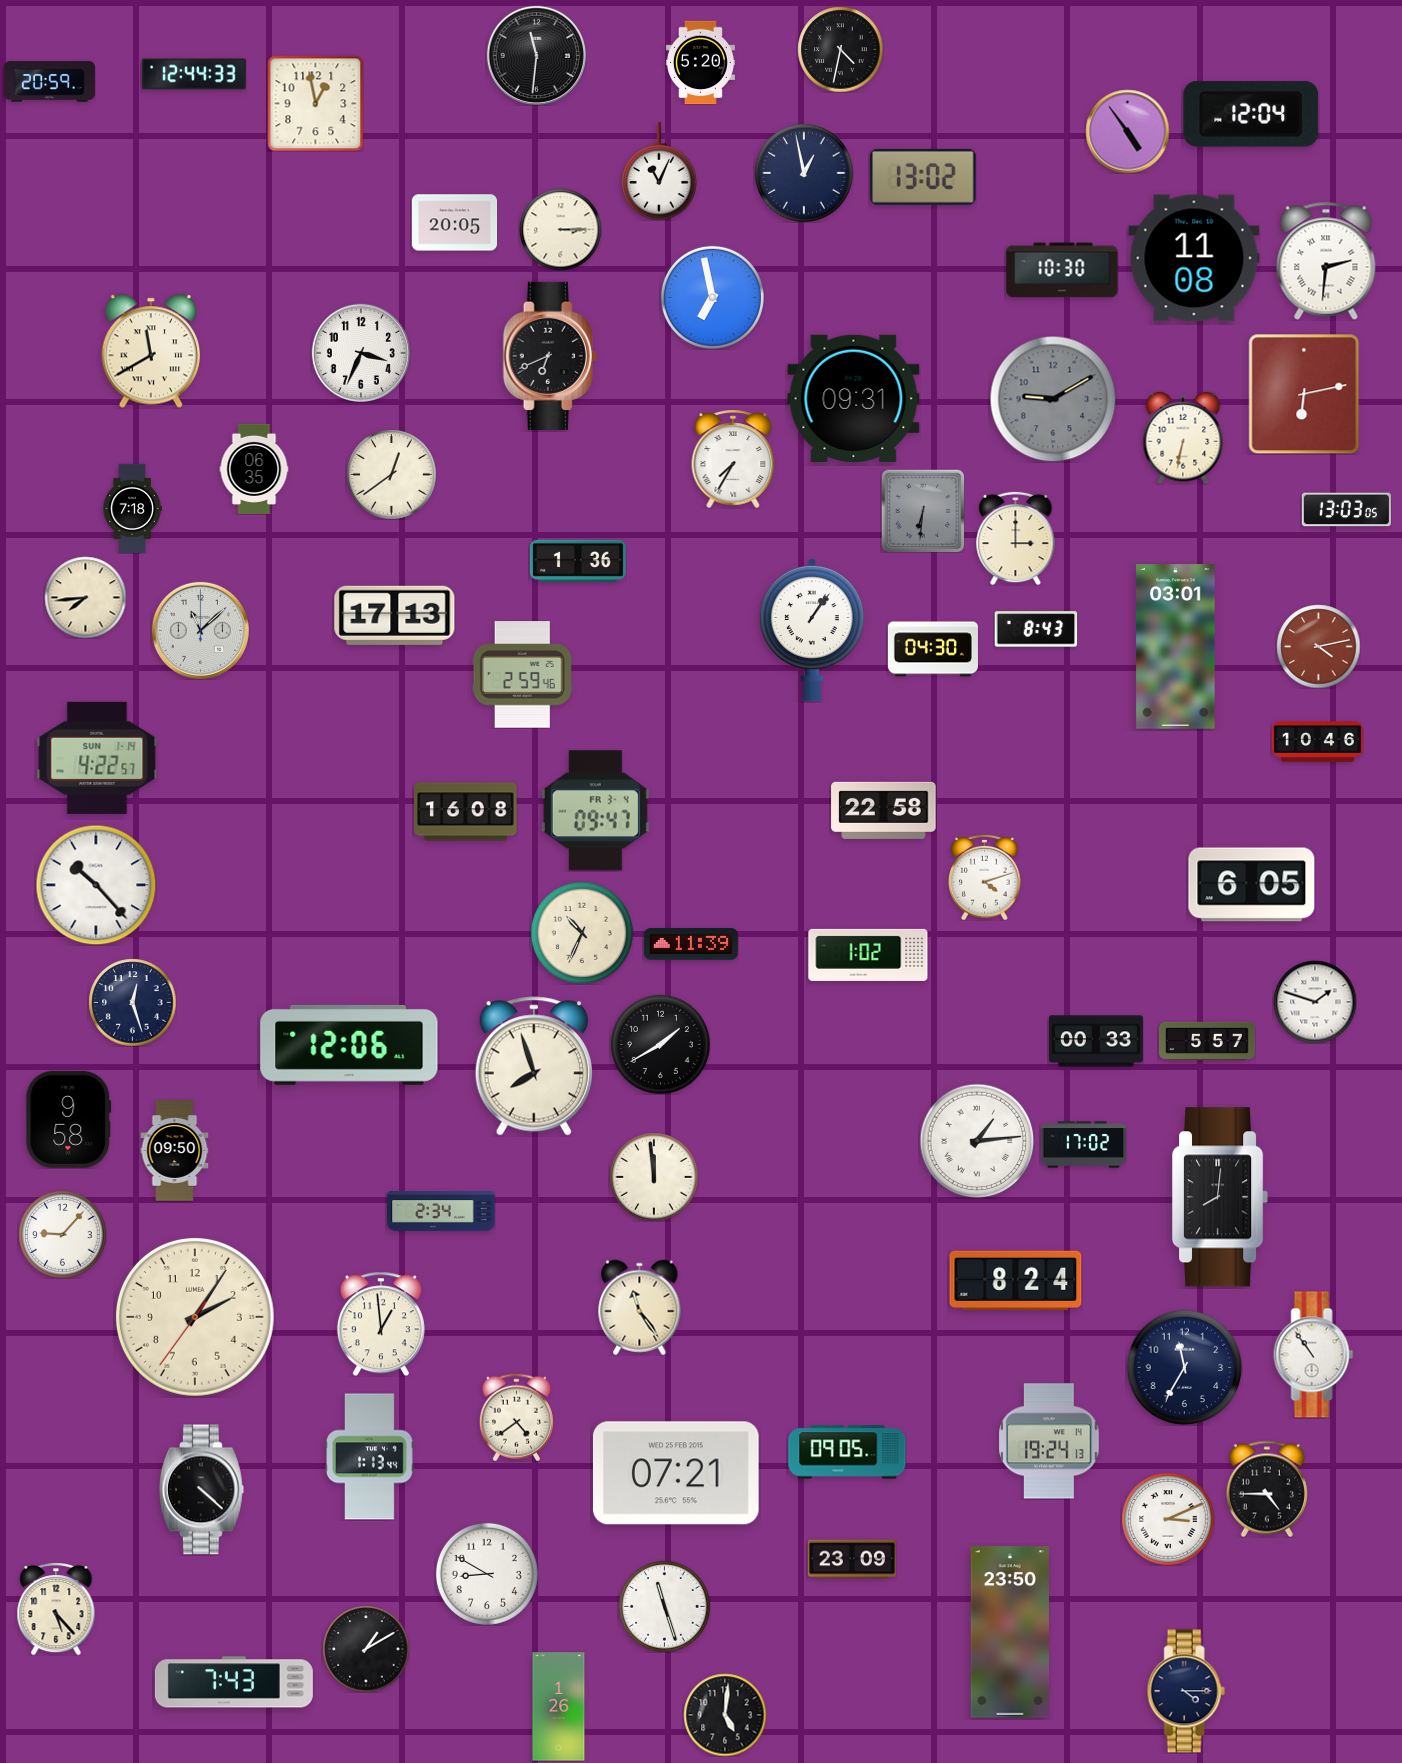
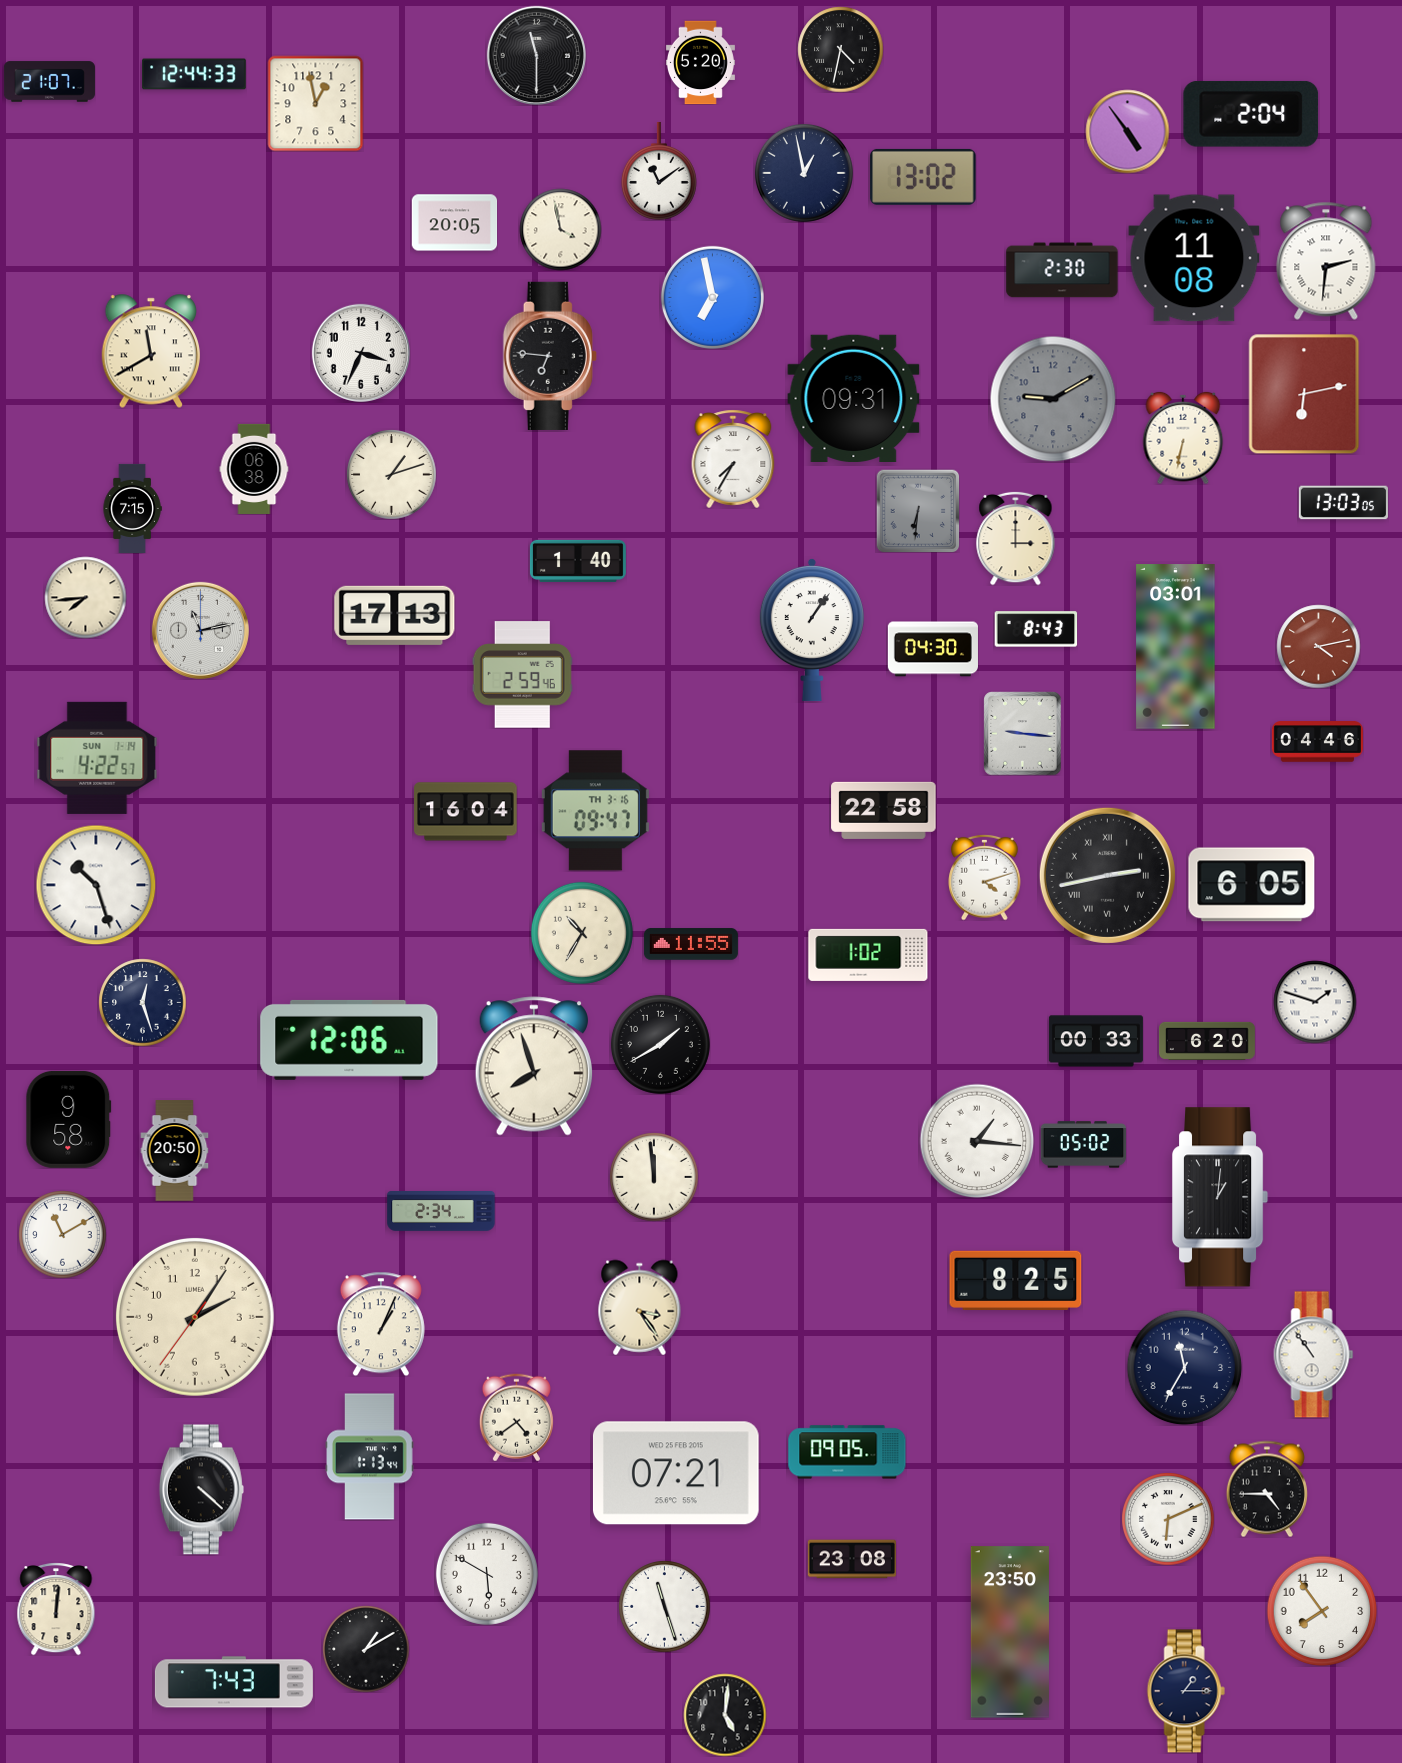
clock at (536, 55): 11:31 -> 11:30
clock at (49, 82): 20:59 -> 21:07
clock at (1251, 114): 12:04 -> 2:04
clock at (659, 171): 11:04 -> 11:09
clock at (560, 229): 3:15 -> 3:58
clock at (1062, 270): 10:30 -> 2:30
clock at (550, 356): 6:41 -> 6:46
clock at (254, 469): 06:35 -> 06:38
clock at (391, 474): 12:39 -> 1:12
clock at (132, 508): 7:18 -> 7:15
clock at (1346, 510) position: (1346, 510) -> (1343, 503)
clock at (923, 511) position: (923, 511) -> (918, 511)
clock at (578, 561): 1:36 -> 1:40
clock at (200, 630): 11:08 -> 11:13
clock at (1023, 733): none -> 9:16
clock at (1317, 742): 10:46 -> 04:46
clock at (595, 811) date: FR 3-4 -> TH 3-16
clock at (466, 812): 16:08 -> 16:04
clock at (1107, 875): none -> 2:43
clock at (96, 885): 10:23 -> 10:27
clock at (582, 933): 10:34 -> 10:35
clock at (691, 944): 11:39 -> 11:55
clock at (132, 1002) position: (132, 1002) -> (142, 1002)
clock at (1207, 1041): 5:57 -> 6:20
clock at (349, 1045) position: (349, 1045) -> (349, 1040)
clock at (977, 1141): 1:14 -> 1:16
clock at (1083, 1145): 17:02 -> 05:02
clock at (175, 1151): 09:50 -> 20:50
clock at (1221, 1197): 8:01 -> 1:01
clock at (62, 1234): 9:07 -> 11:10
clock at (1016, 1280): 8:24 -> 8:25
clock at (640, 1307): 11:24 -> 3:24
clock at (381, 1324): 12:59 -> 1:04
clock at (1049, 1441): 19:24 -> none
clock at (1168, 1519): 3:11 -> 6:11
clock at (851, 1559): 23:09 -> 23:08
clock at (487, 1574): 8:50 -> 5:50
clock at (56, 1609): 5:23 -> 12:01
clock at (1322, 1611): none -> 7:54
clock at (1186, 1691): 4:15 -> 1:15
clock at (559, 1707): 1:26 -> none
